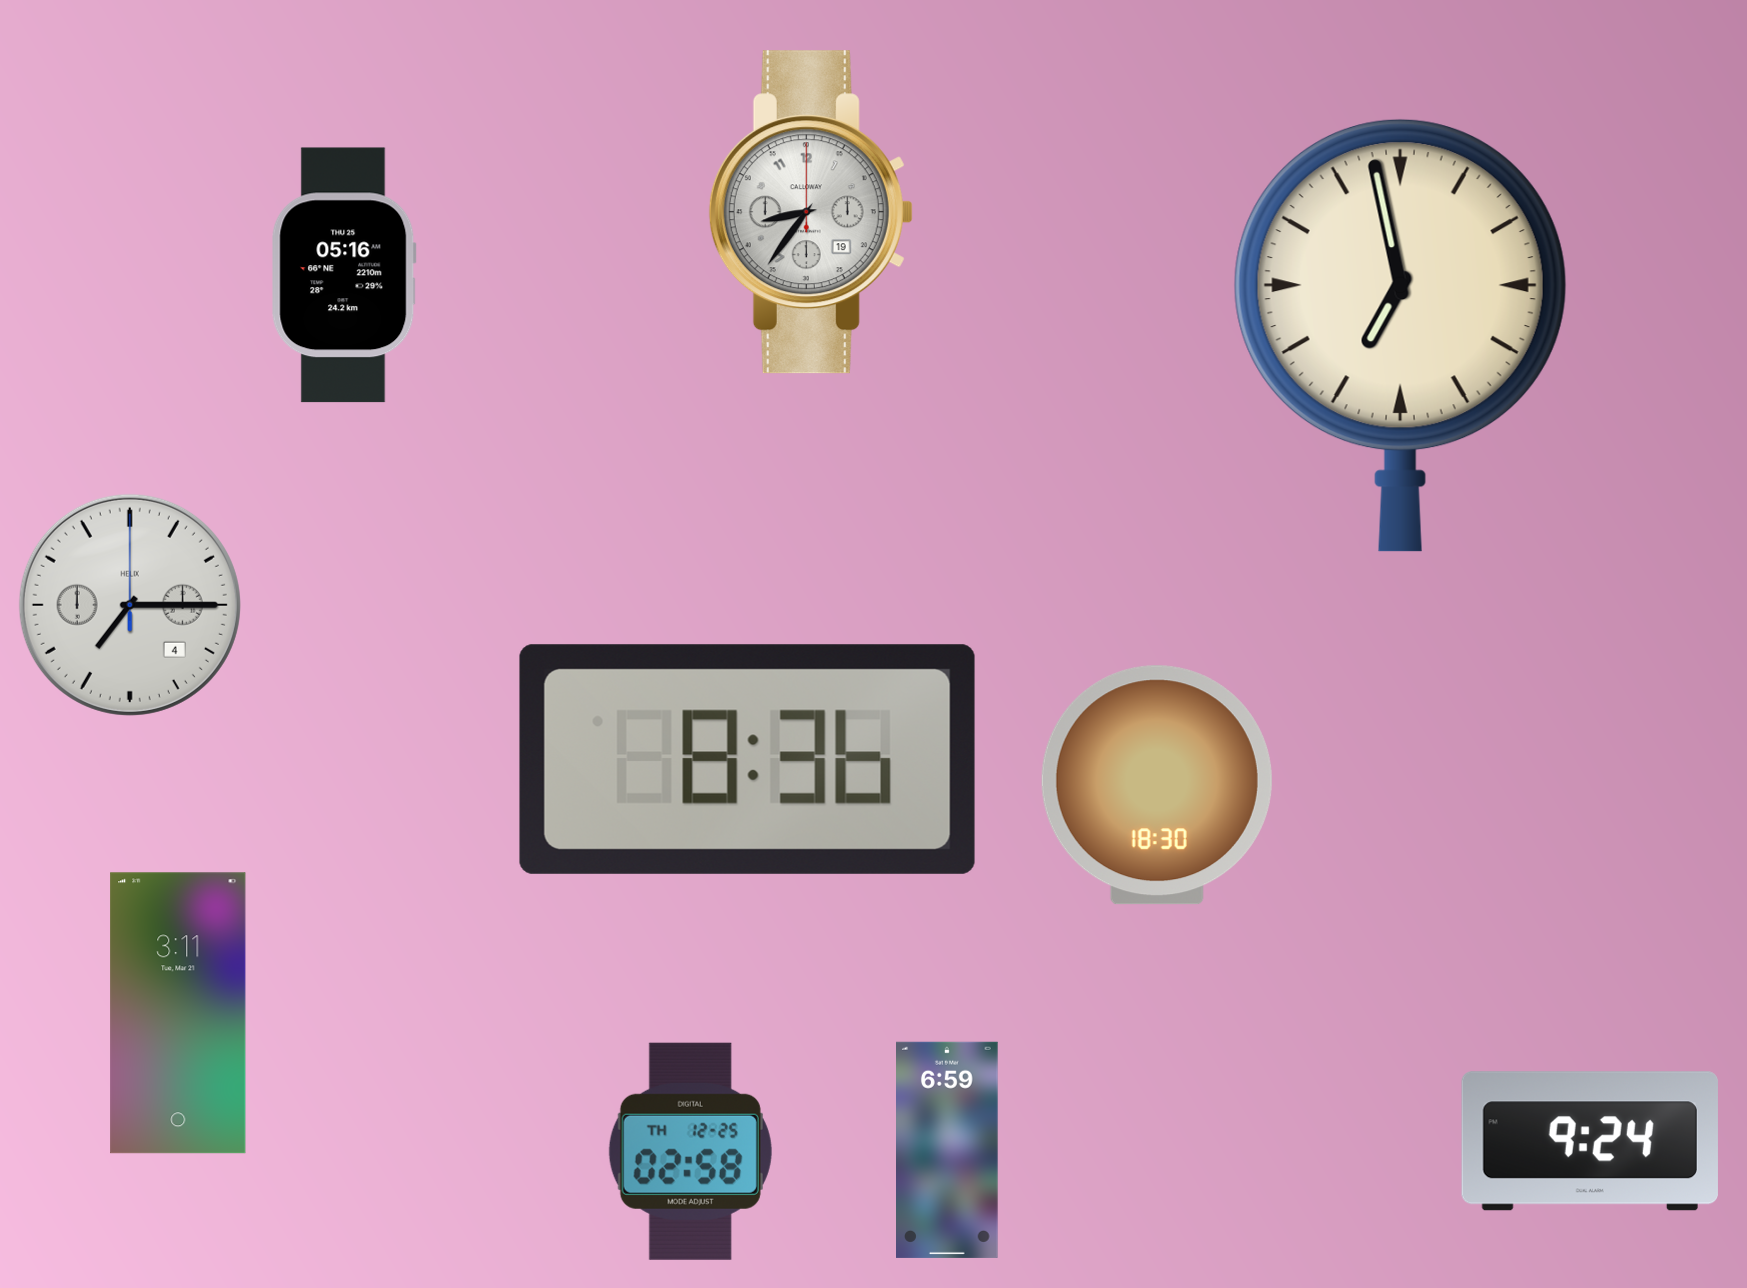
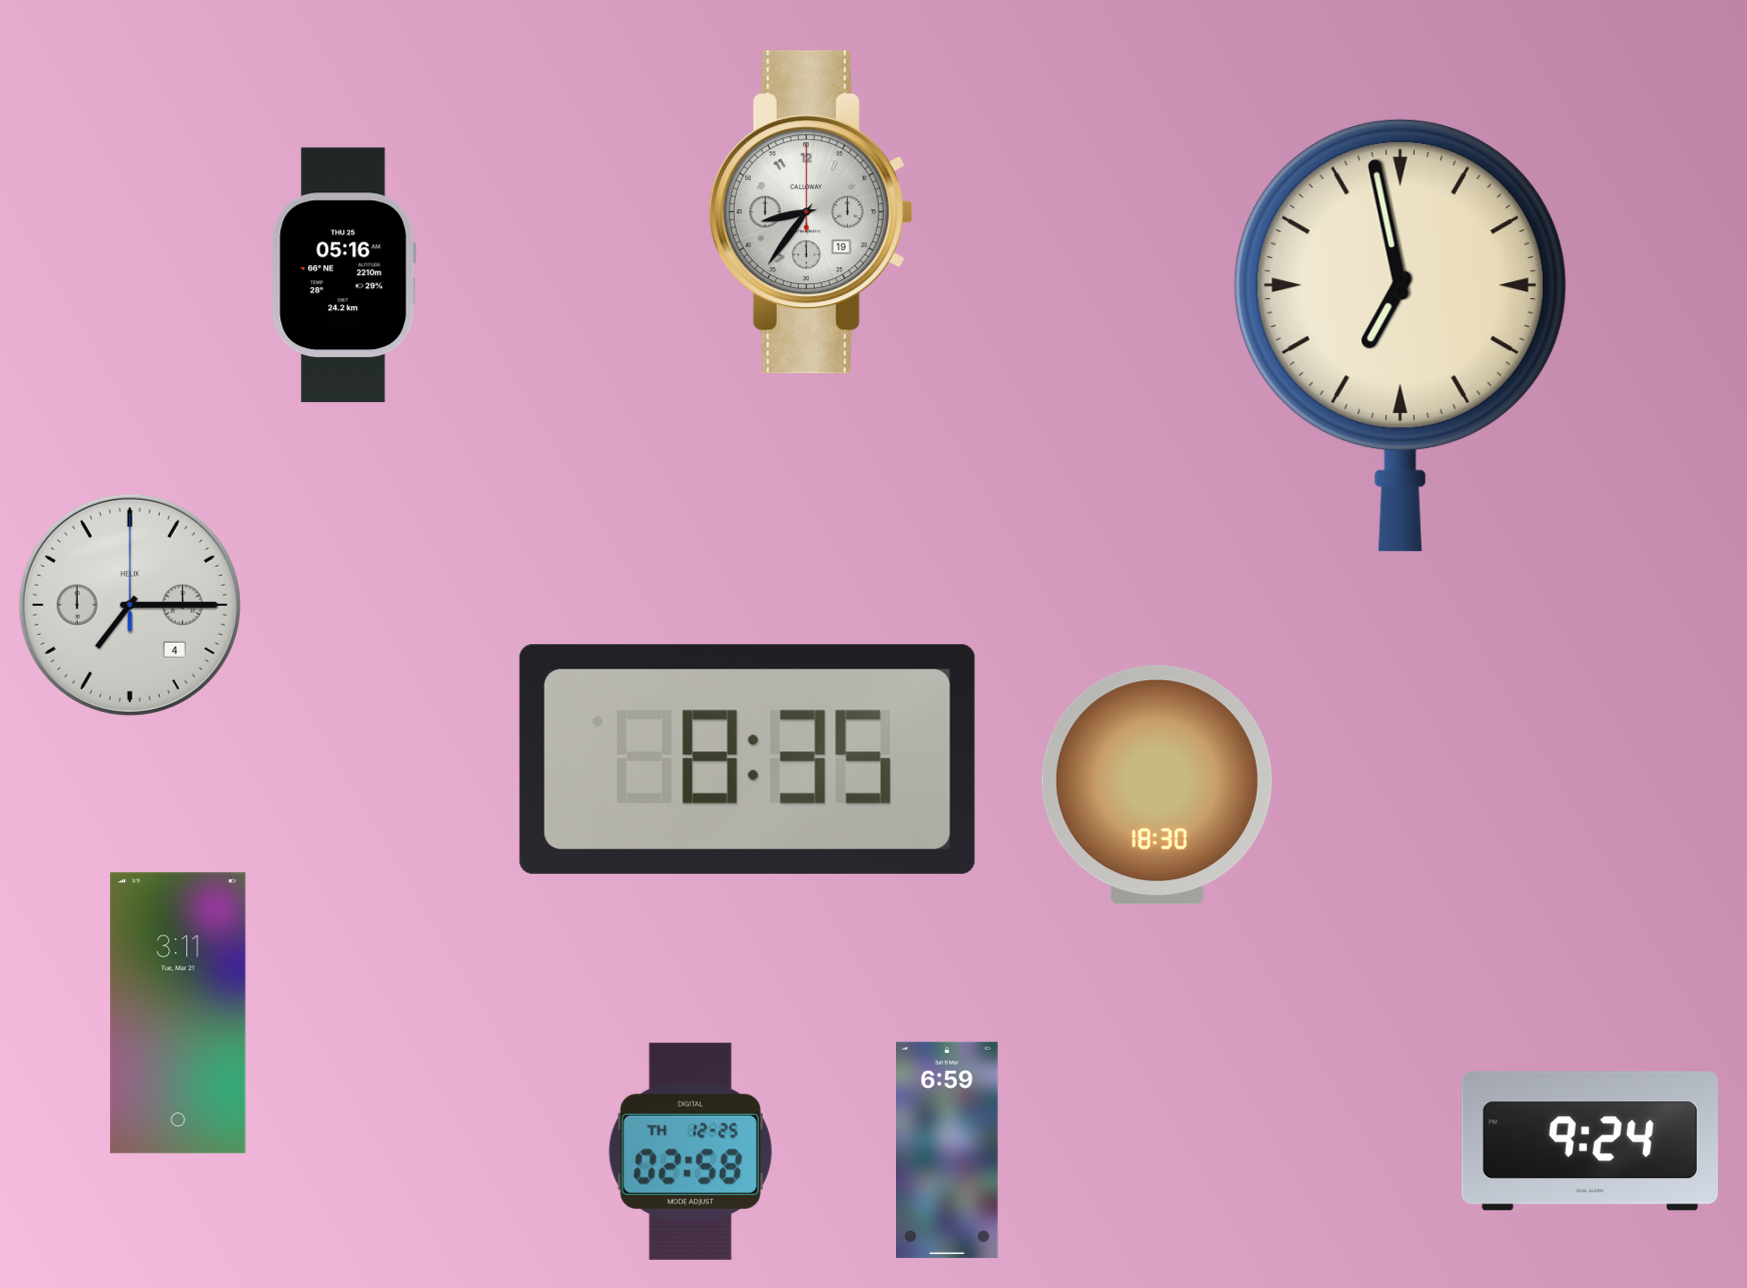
clock at (747, 759): 8:36 -> 8:35
